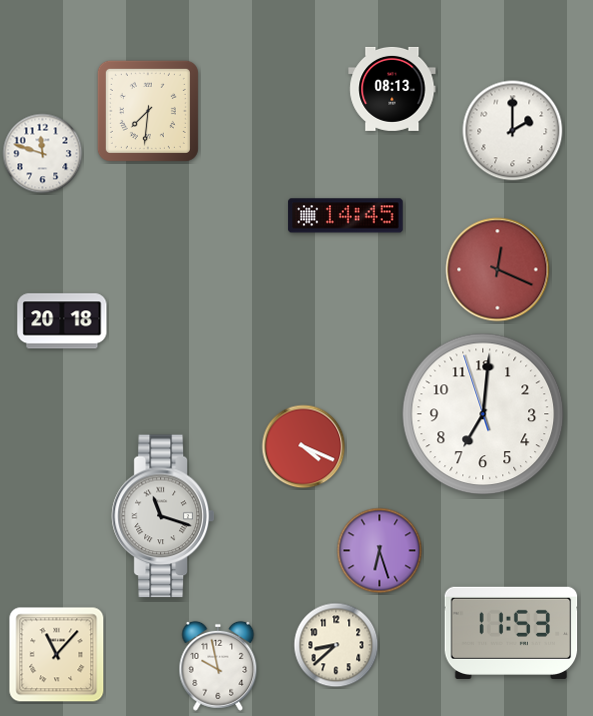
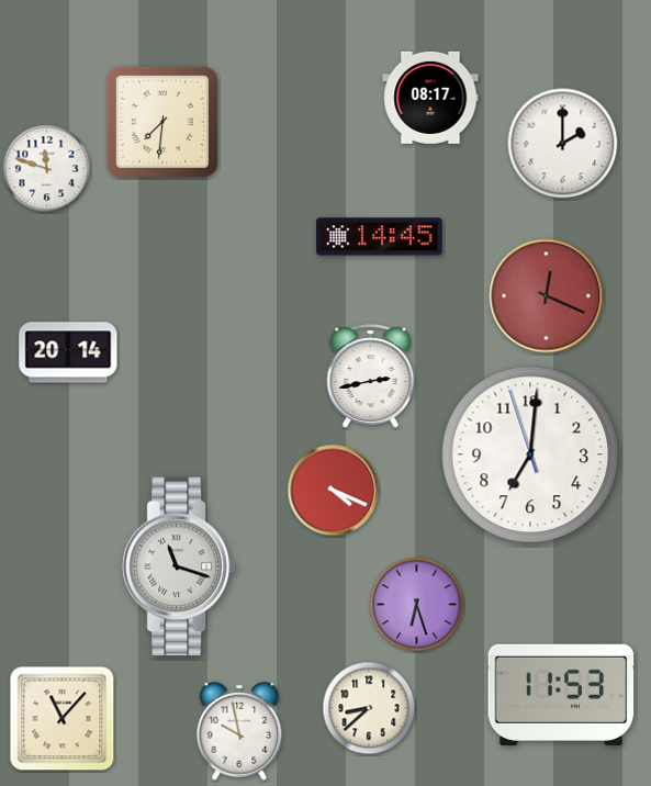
clock at (392, 89): 08:13 -> 08:17
clock at (62, 321): 20:18 -> 20:14
clock at (371, 377): none -> 2:43
